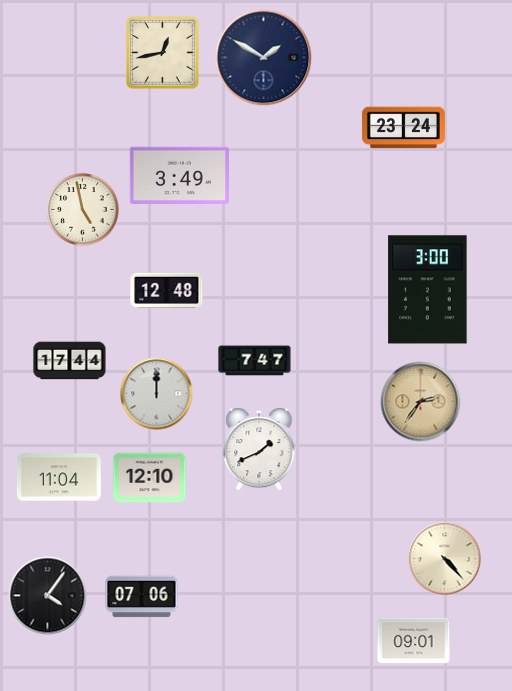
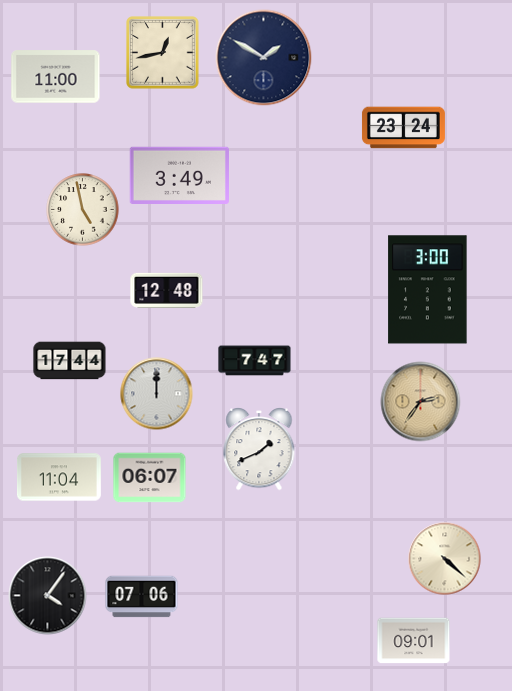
clock at (56, 77): none -> 11:00
clock at (150, 478): 12:10 -> 06:07
clock at (445, 559): 4:23 -> 4:22
